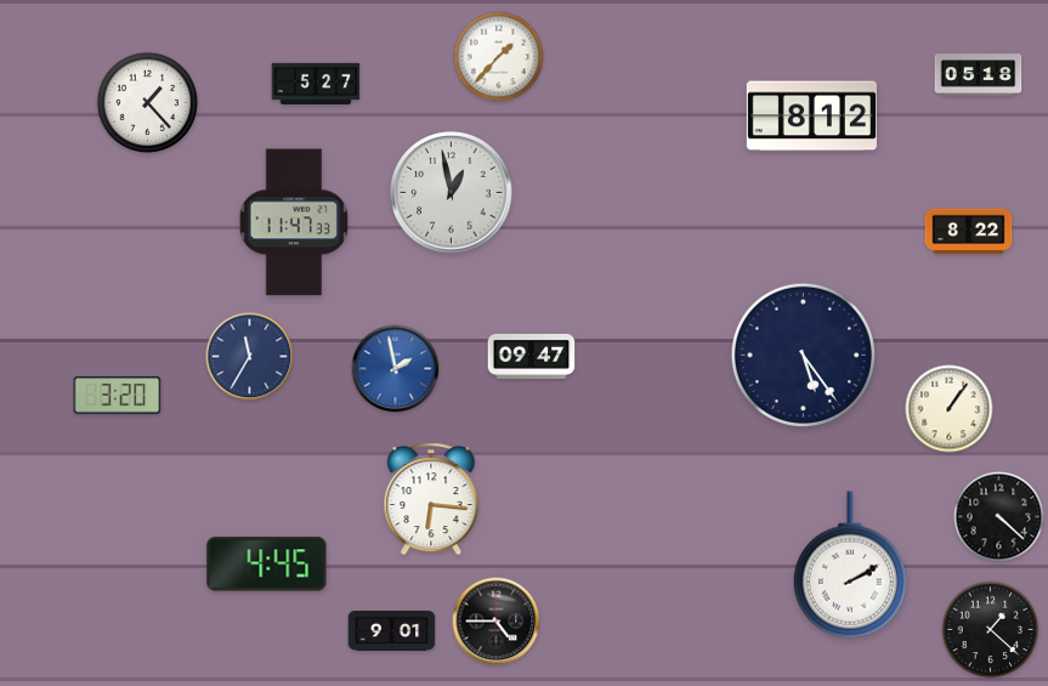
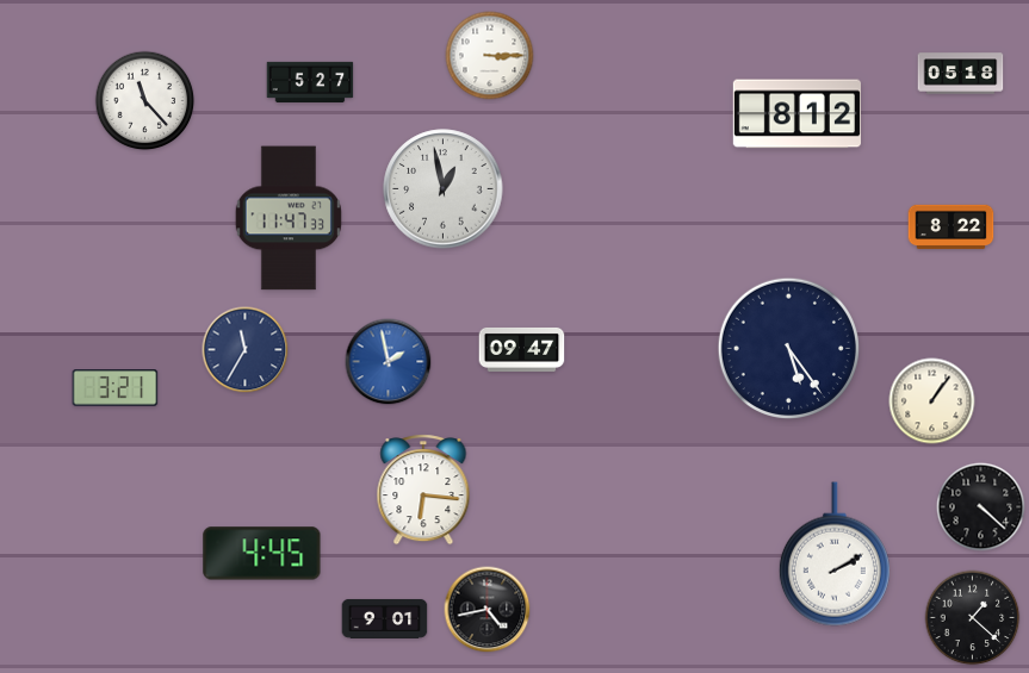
clock at (499, 57): 1:37 -> 3:15
clock at (148, 103): 1:23 -> 11:23
clock at (118, 396): 3:20 -> 3:21
clock at (497, 622): 4:45 -> 4:43
